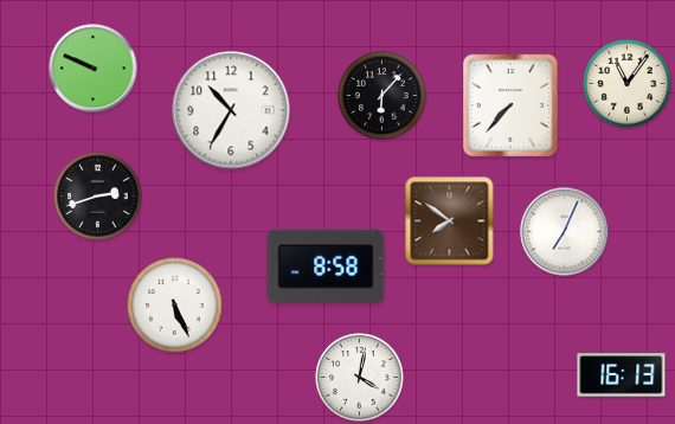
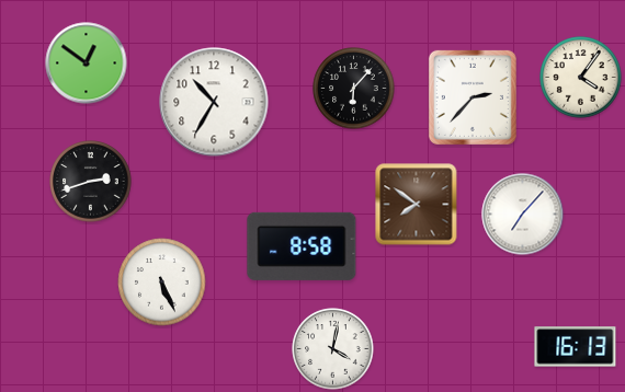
clock at (94, 69): 9:49 -> 12:51
clock at (628, 84): 11:06 -> 4:06
clock at (510, 105): 7:37 -> 2:37
clock at (565, 232): 7:04 -> 7:07
